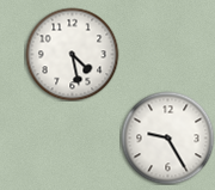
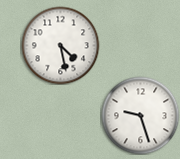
clock at (167, 137): 9:25 -> 9:27
